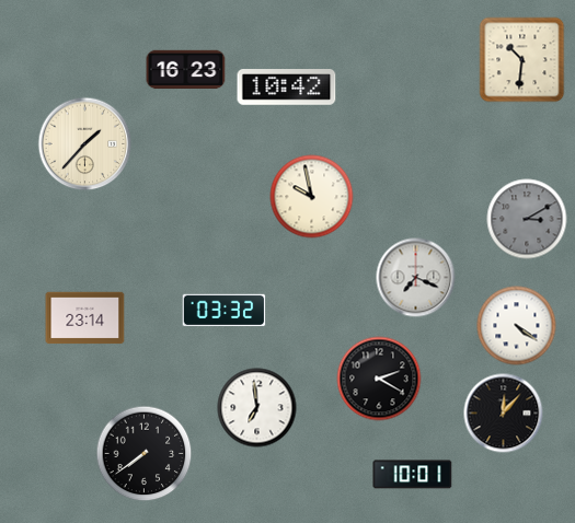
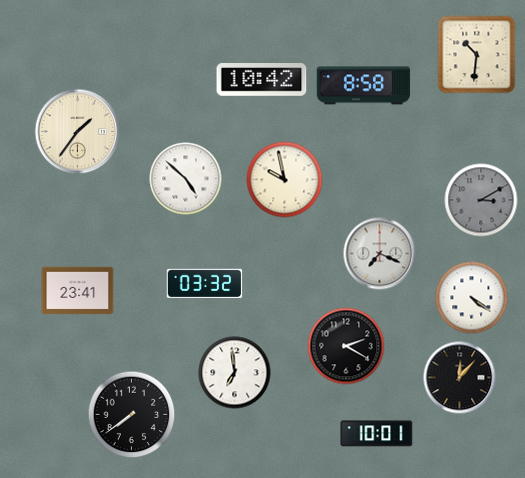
clock at (186, 70): 16:23 -> none
clock at (364, 86): none -> 8:58
clock at (85, 144): 1:37 -> 1:36
clock at (186, 179): none -> 4:52
clock at (85, 318): 23:14 -> 23:41
